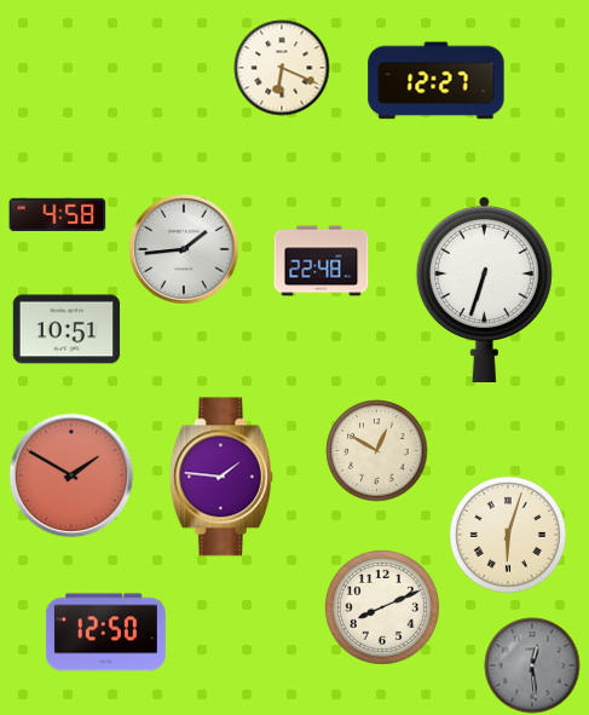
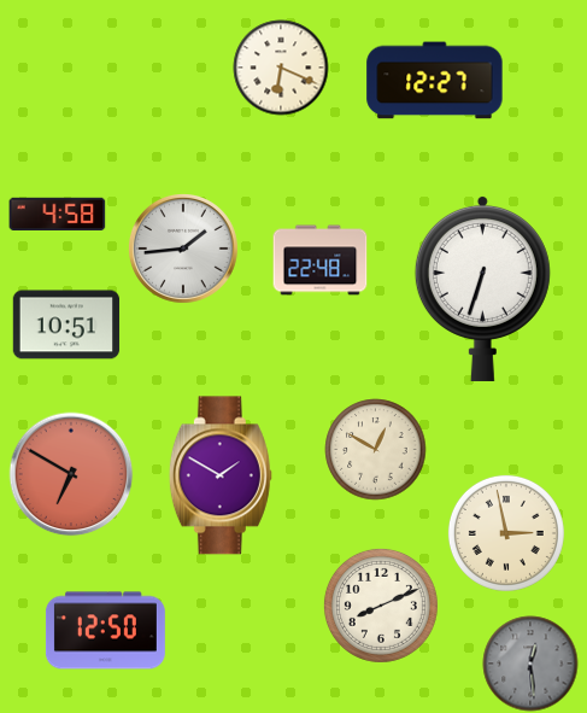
clock at (67, 329) position: (67, 329) -> (66, 325)
clock at (71, 475): 1:50 -> 6:50
clock at (221, 477): 1:46 -> 1:50
clock at (508, 535): 6:03 -> 2:58
